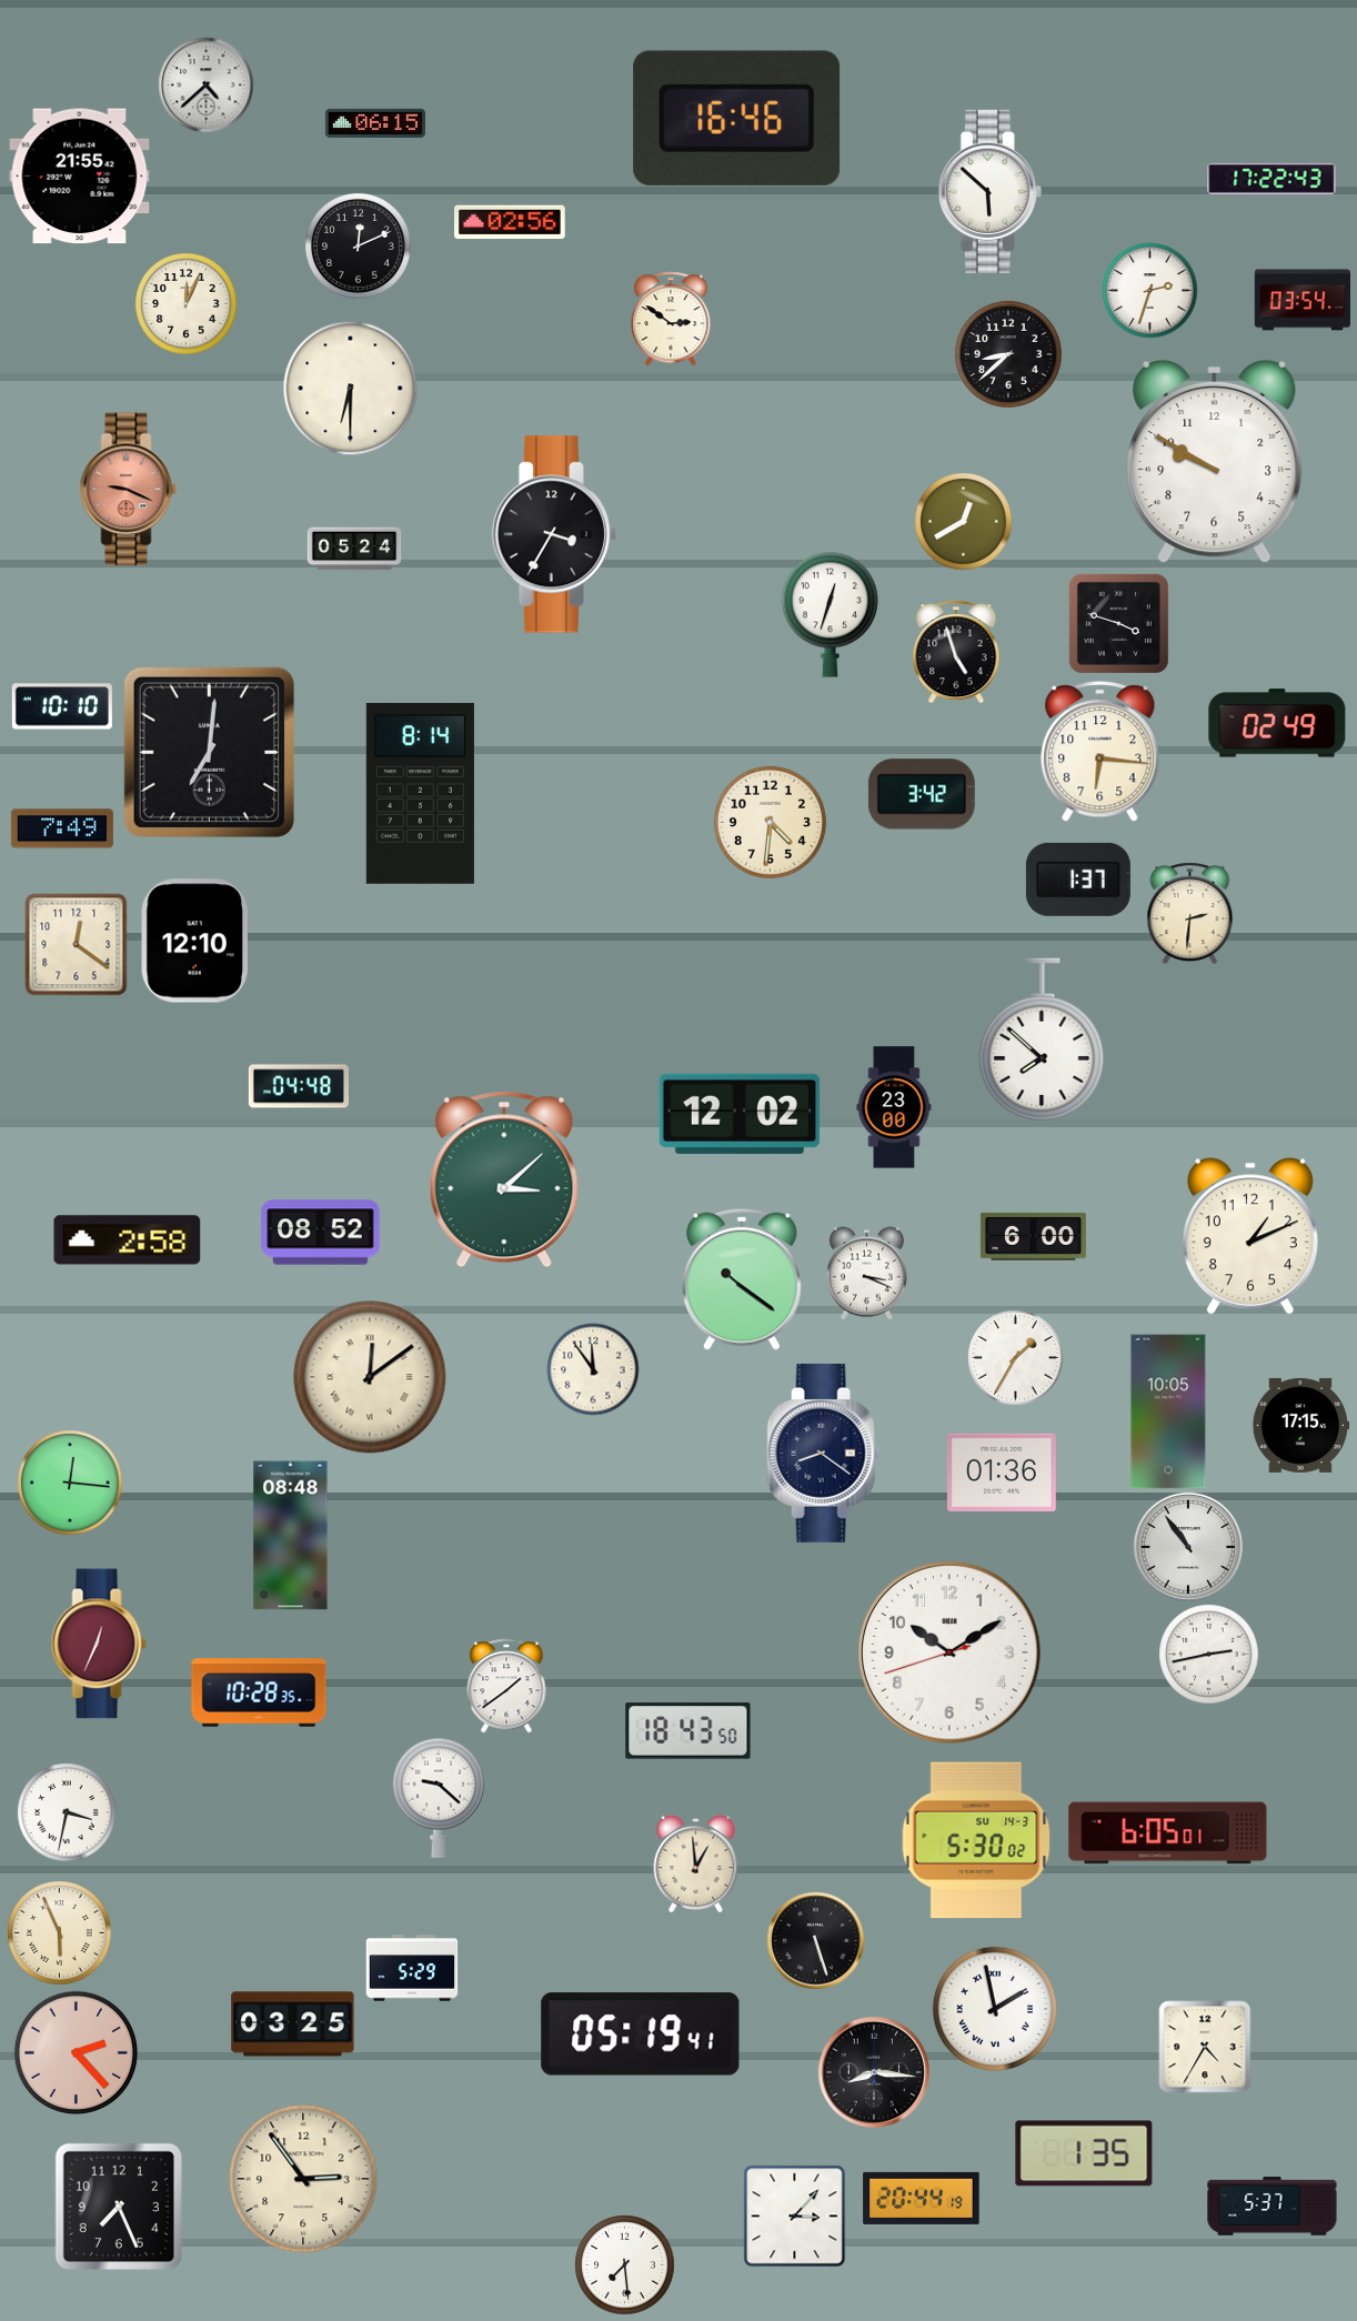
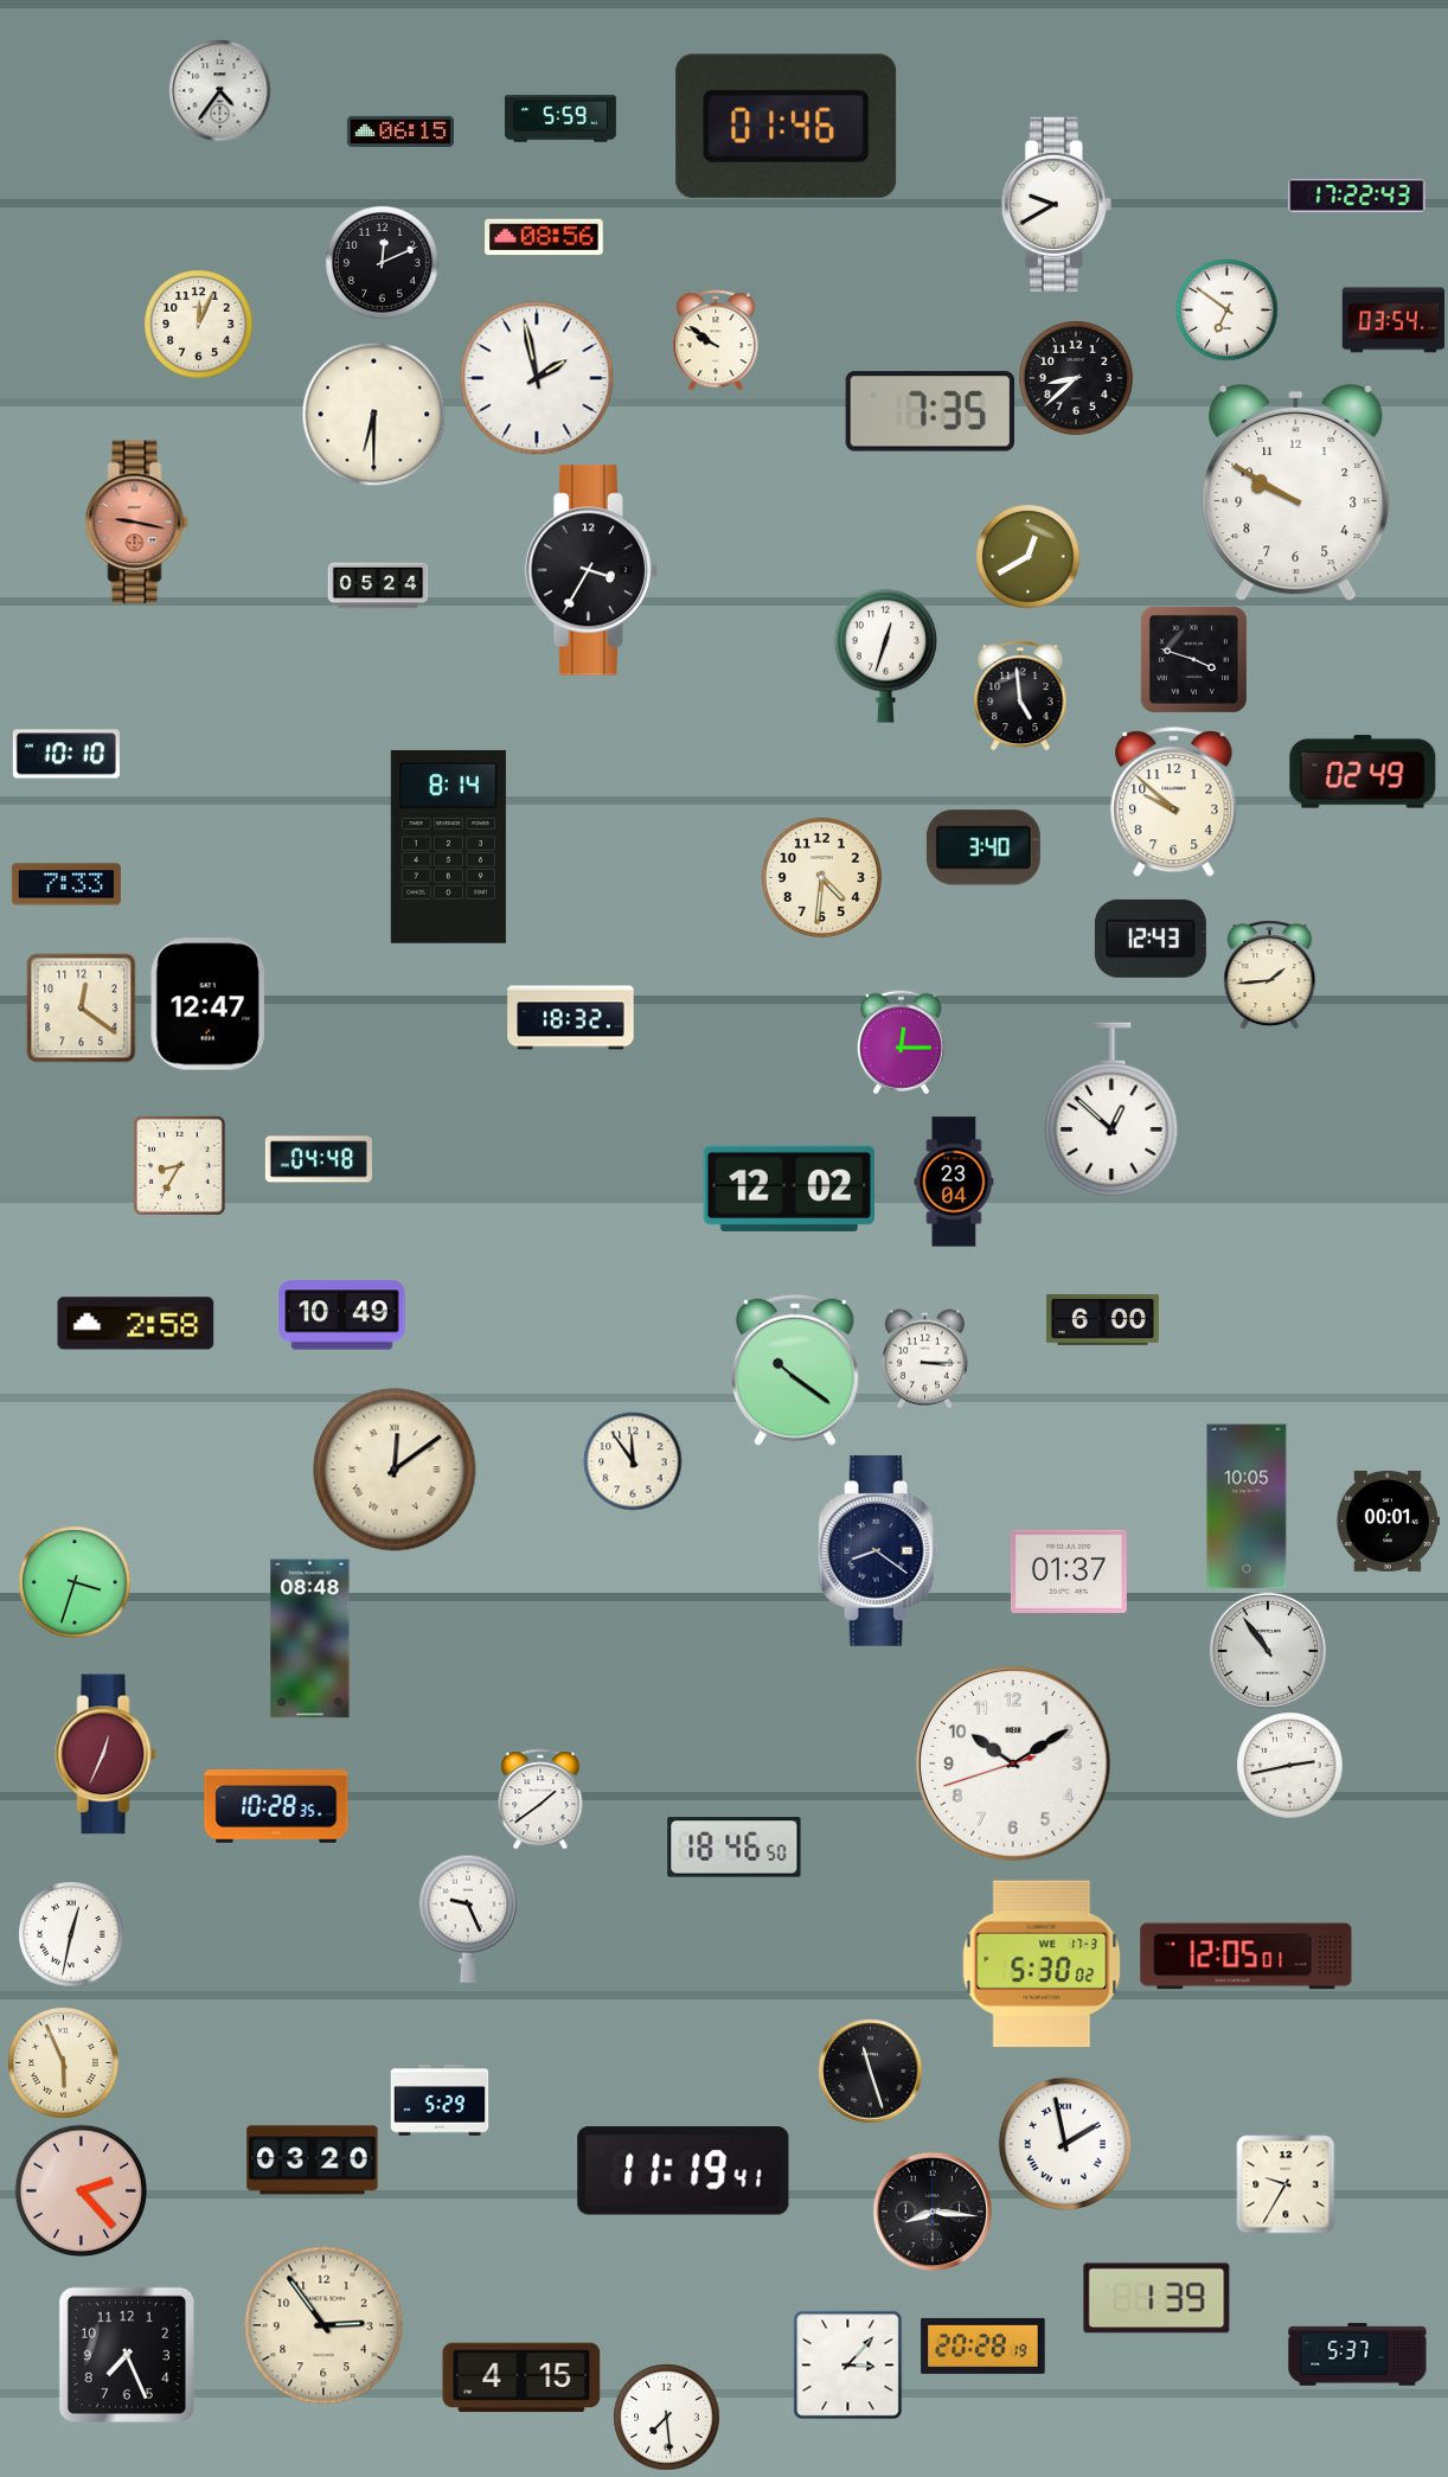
clock at (205, 84): 4:38 -> 4:36
clock at (560, 119): none -> 5:59
clock at (737, 118): 16:46 -> 01:46
clock at (80, 177): 21:55 -> none
clock at (1271, 179) position: (1271, 179) -> (1357, 196)
clock at (989, 191): 5:52 -> 9:40
clock at (511, 222): 02:56 -> 08:56
clock at (1149, 290): 2:33 -> 6:51
clock at (1301, 300) position: (1301, 300) -> (1392, 320)
clock at (671, 319): 2:51 -> 9:51
clock at (537, 378): none -> 1:58
clock at (929, 411): none -> 7:35
clock at (129, 490): 9:19 -> 9:17
clock at (1118, 623) position: (1118, 623) -> (1193, 659)
clock at (956, 652): 4:57 -> 4:59
clock at (209, 752): 7:01 -> none
clock at (1100, 752): 6:16 -> 9:52
clock at (922, 794): 3:42 -> 3:40
clock at (62, 828): 7:49 -> 7:33
clock at (1078, 880): 1:37 -> 12:43
clock at (1190, 913): 2:31 -> 1:44
clock at (195, 941): 12:10 -> 12:47
clock at (571, 1018): none -> 18:32
clock at (901, 1042): none -> 12:15
clock at (1042, 1039): 7:52 -> 12:52
clock at (179, 1165): none -> 8:35
clock at (894, 1107): 23:00 -> 23:04
clock at (504, 1179): 3:08 -> none
clock at (321, 1233): 08:52 -> 10:49
clock at (1250, 1236): 1:11 -> none
clock at (866, 1273): 3:19 -> 3:15
clock at (742, 1279) position: (742, 1279) -> (795, 1370)
clock at (1015, 1357): 1:35 -> none
clock at (1300, 1425): 17:15 -> 00:01
clock at (1002, 1473): 01:36 -> 01:37
clock at (70, 1483): 12:16 -> 3:33
clock at (688, 1731): 18:43 -> 18:46
clock at (439, 1798): 9:22 -> 9:26
clock at (67, 1812): 3:32 -> 12:32
clock at (1168, 1833): 6:05 -> 12:05
clock at (976, 1840) date: SU 14-3 -> WE 17-3
clock at (696, 1863): 12:59 -> none
clock at (815, 1940): 5:27 -> 11:27
clock at (995, 2009) position: (995, 2009) -> (1065, 2144)
clock at (293, 2024): 03:25 -> 03:20
clock at (641, 2034): 05:19 -> 11:19
clock at (1205, 2047): 4:35 -> 9:35
clock at (1084, 2153): 1:35 -> 1:39
clock at (922, 2198): 20:44 -> 20:28
clock at (521, 2377): none -> 4:15
